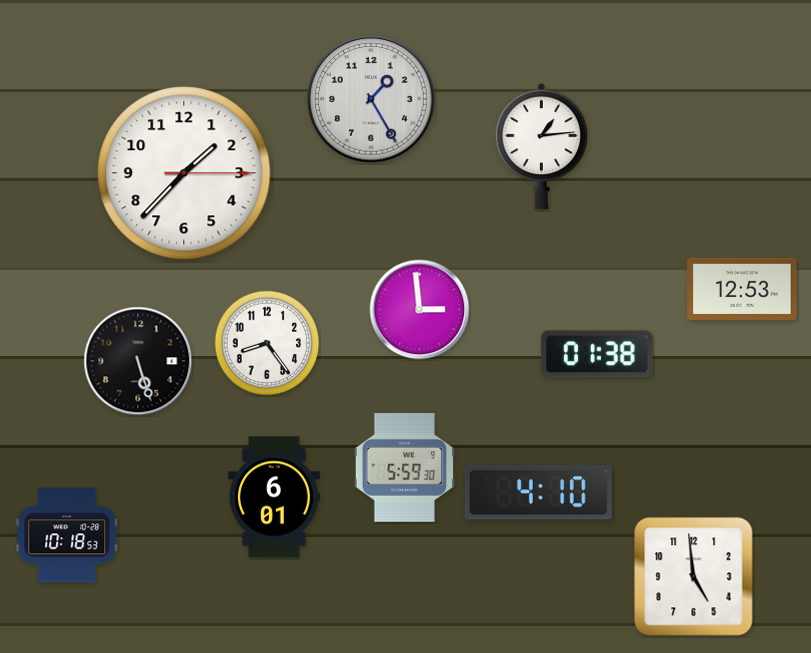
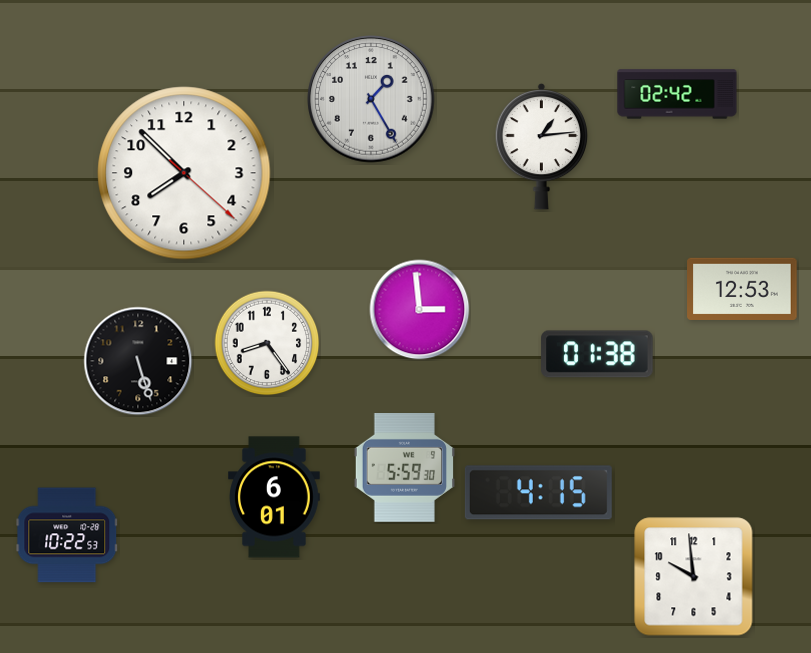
clock at (677, 94): none -> 02:42
clock at (184, 173): 1:37 -> 7:52
clock at (538, 493): 4:10 -> 4:15
clock at (67, 535): 10:18 -> 10:22
clock at (694, 577): 4:59 -> 9:59
